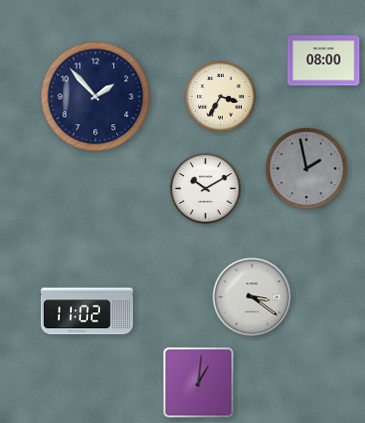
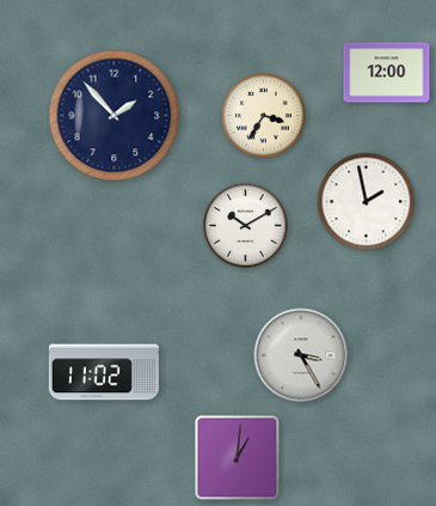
clock at (324, 61): 08:00 -> 12:00
clock at (307, 169) dial: grey -> white
clock at (252, 297): 3:21 -> 3:25
